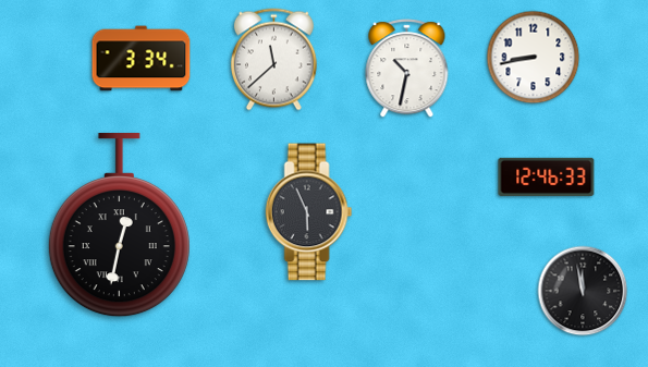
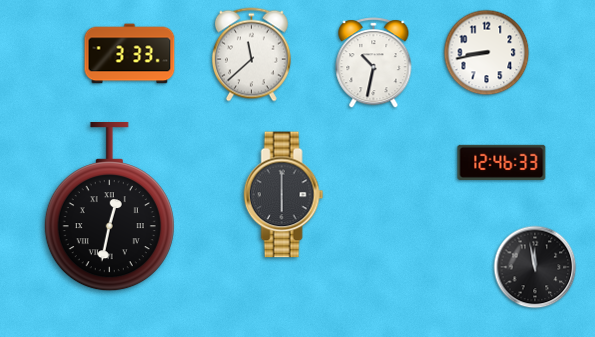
clock at (534, 58) position: (534, 58) -> (487, 53)
clock at (142, 59): 3:34 -> 3:33
clock at (309, 212): 5:56 -> 6:00
